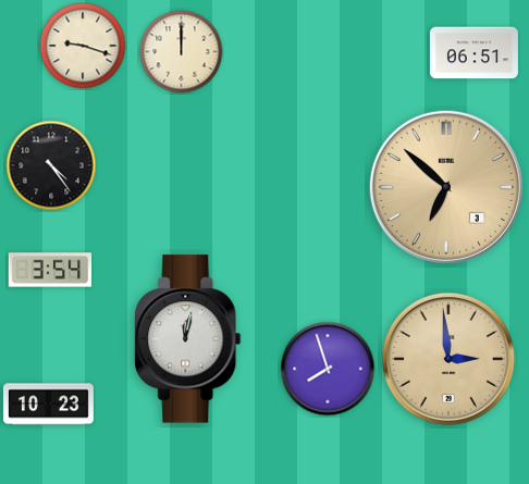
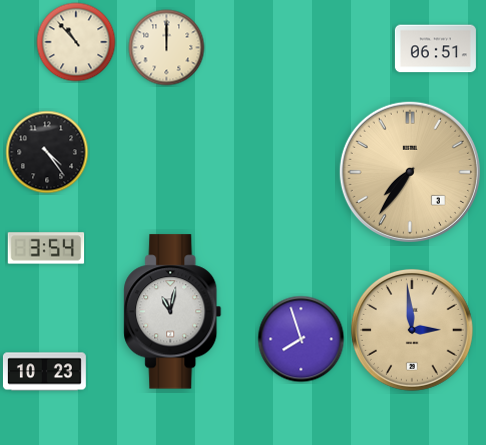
clock at (83, 46): 9:18 -> 10:53
clock at (446, 187): 6:52 -> 7:36
clock at (188, 339): 12:02 -> 11:02
